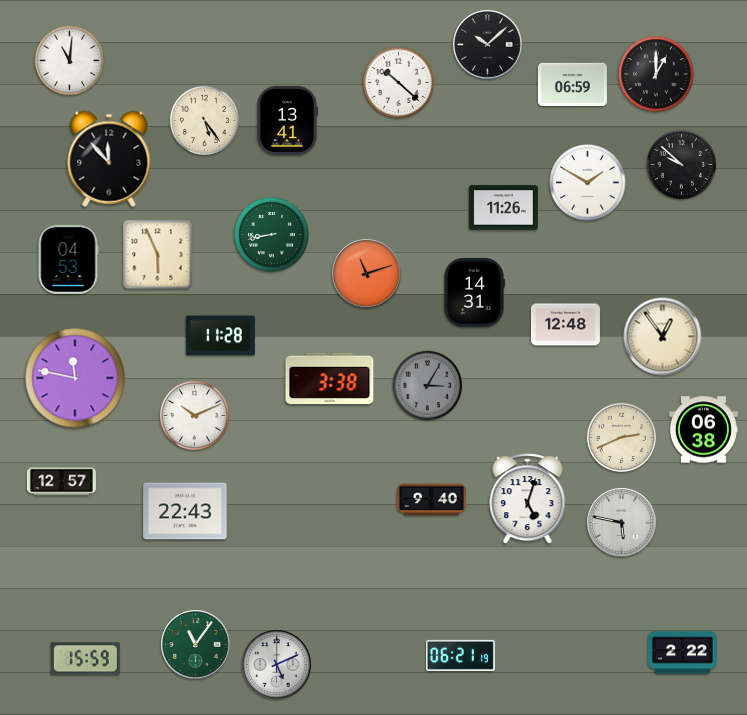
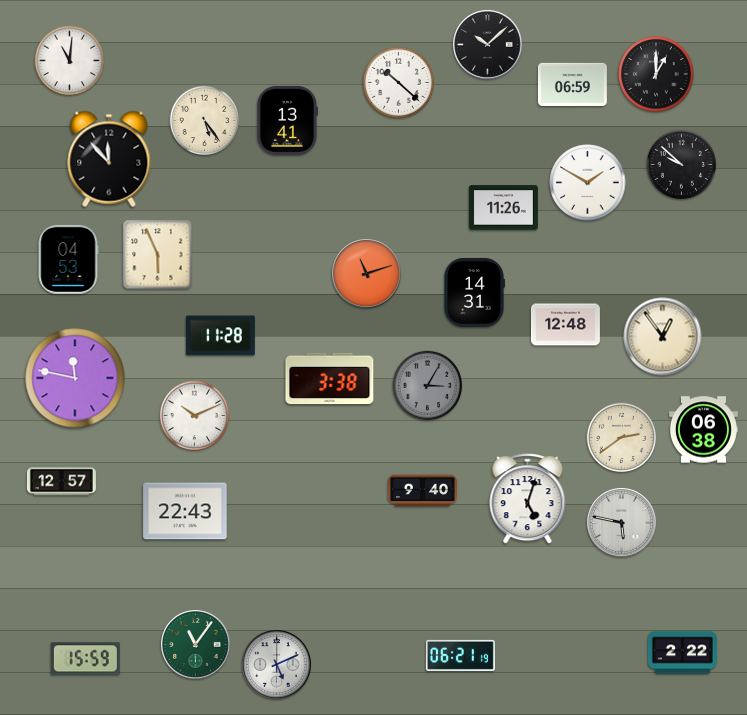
clock at (272, 235): 8:43 -> none
clock at (622, 438): 2:41 -> 2:39
clock at (431, 500) position: (431, 500) -> (422, 491)
